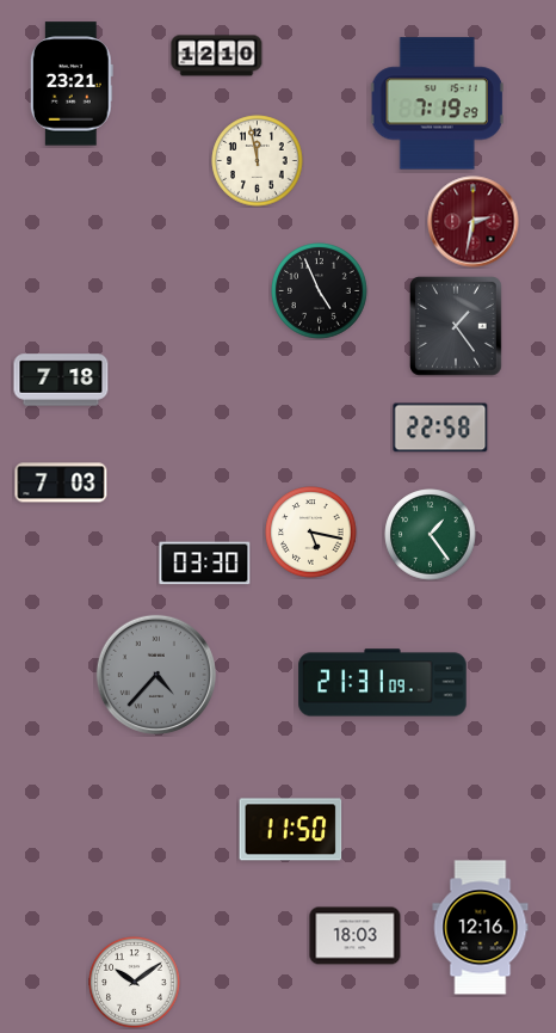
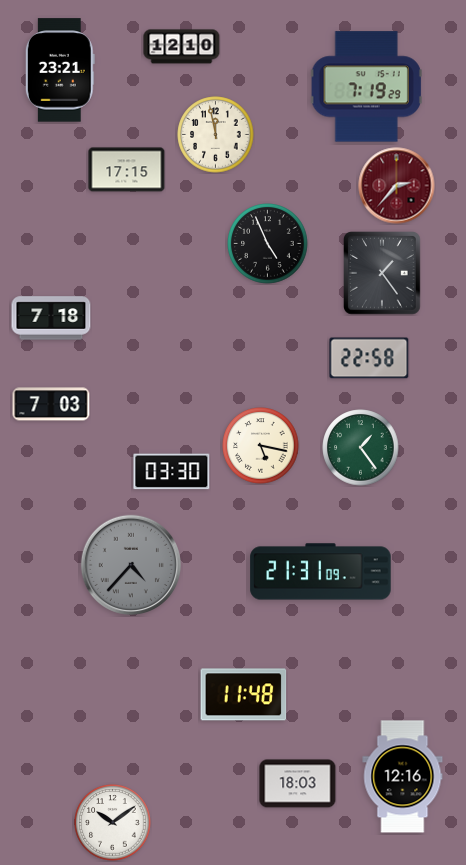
clock at (127, 170): none -> 17:15
clock at (474, 222): 2:32 -> 2:37
clock at (291, 830): 11:50 -> 11:48
